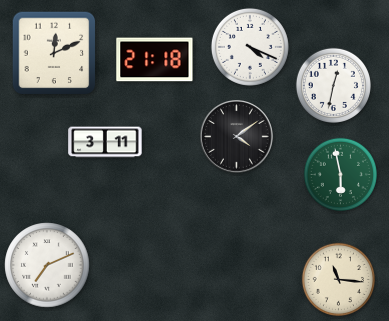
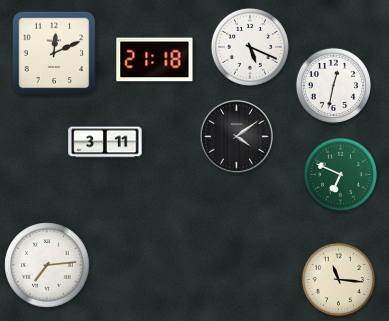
clock at (250, 47): 4:19 -> 5:19
clock at (340, 174): 5:58 -> 6:49
clock at (47, 265): 7:11 -> 7:14
